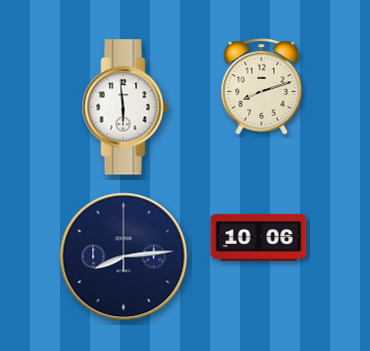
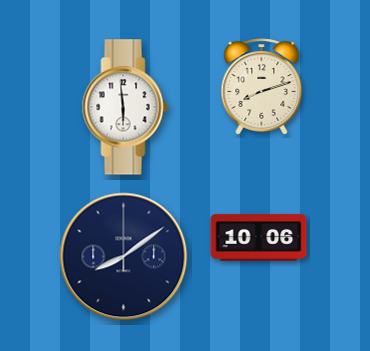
clock at (124, 257): 8:14 -> 8:09
